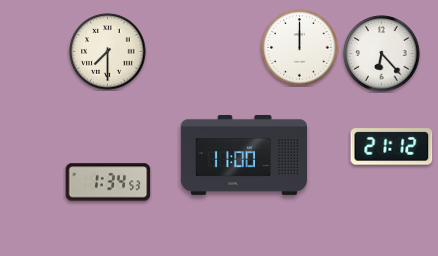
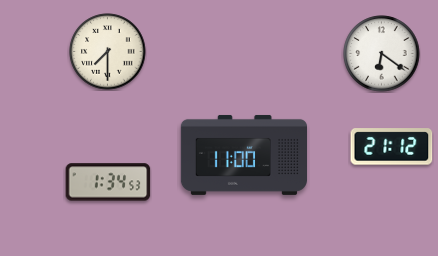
clock at (300, 48): 12:00 -> none
clock at (382, 54): 6:23 -> 6:21
